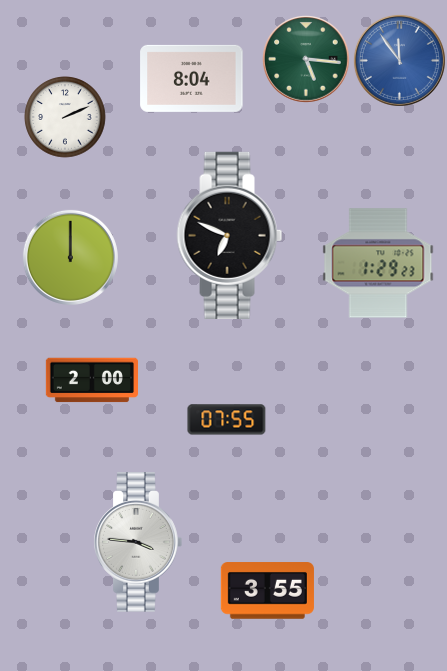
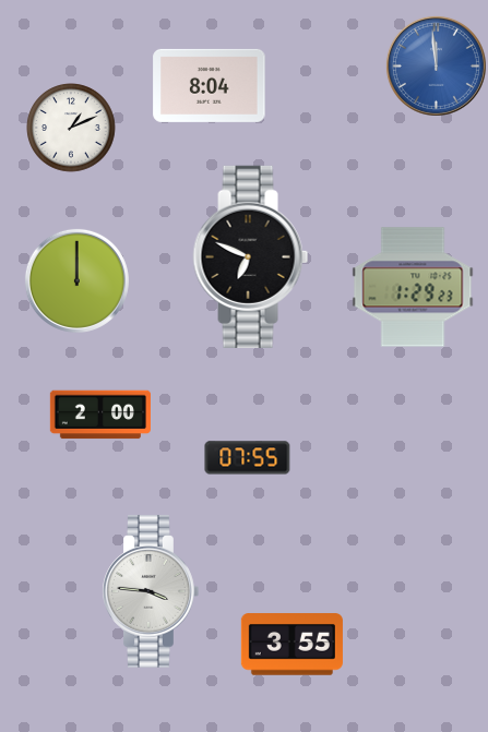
clock at (306, 59): 5:16 -> none
clock at (399, 60): 11:54 -> 11:59
clock at (65, 117): 2:11 -> 1:11
